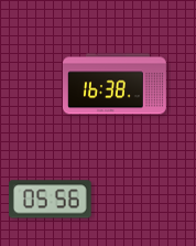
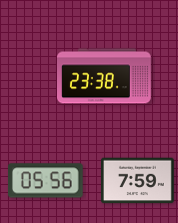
clock at (116, 84): 16:38 -> 23:38
clock at (137, 181): none -> 7:59
